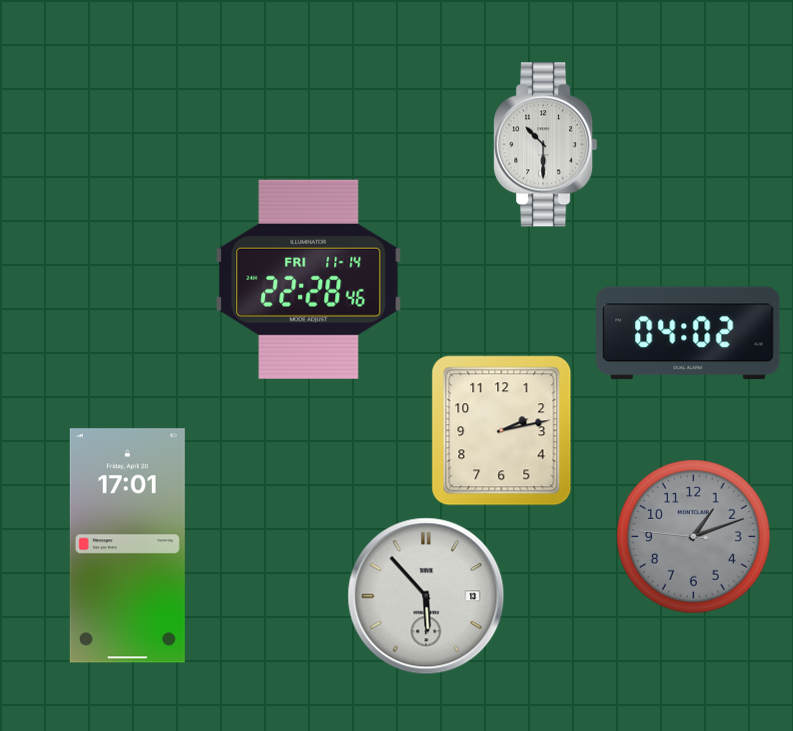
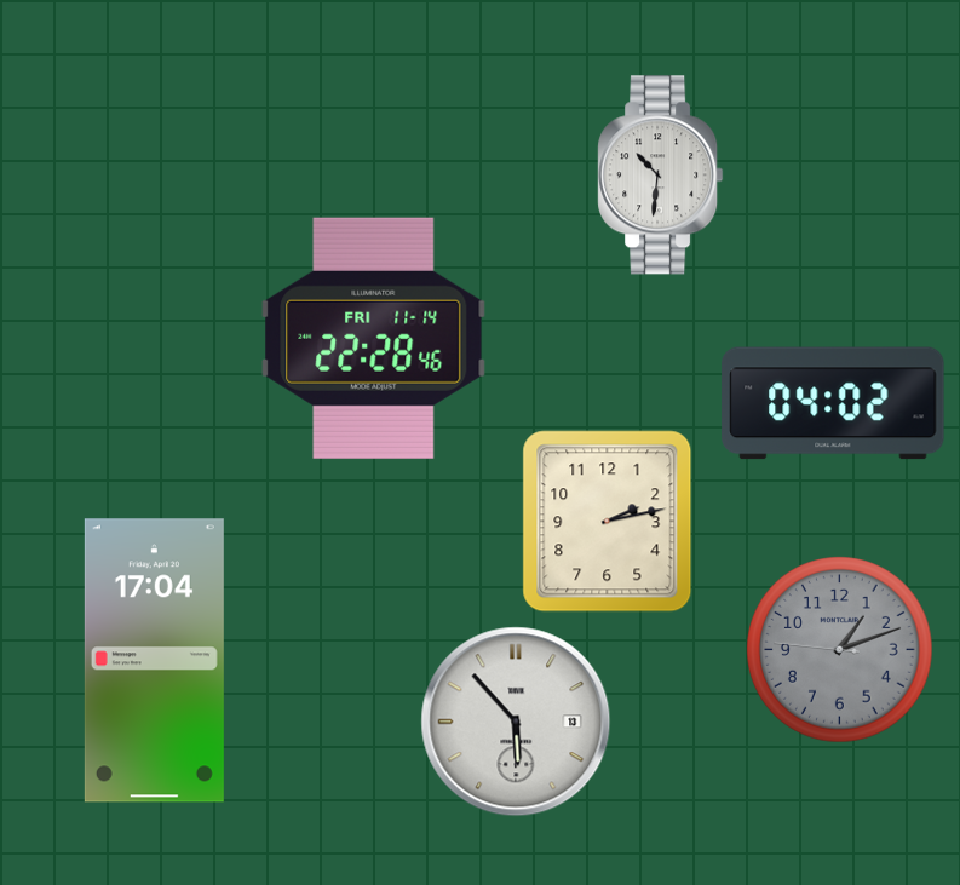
clock at (546, 145): 10:30 -> 10:31
clock at (127, 546): 17:01 -> 17:04
